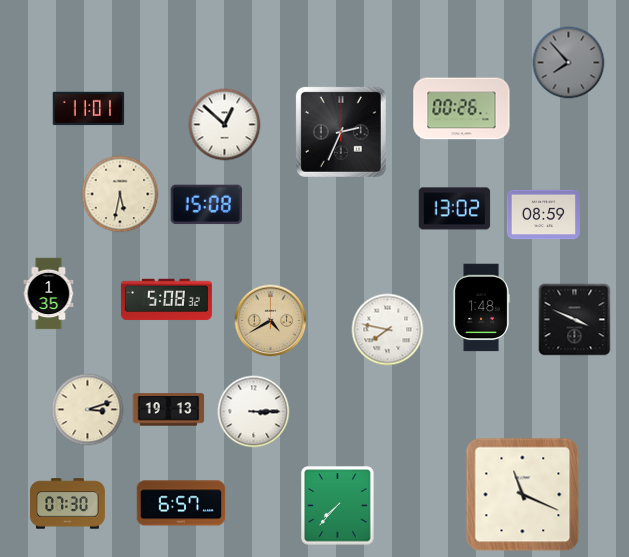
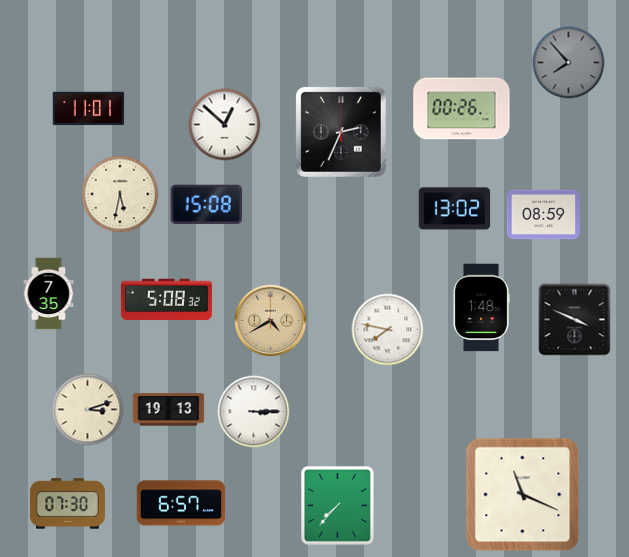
clock at (49, 294): 1:35 -> 7:35
